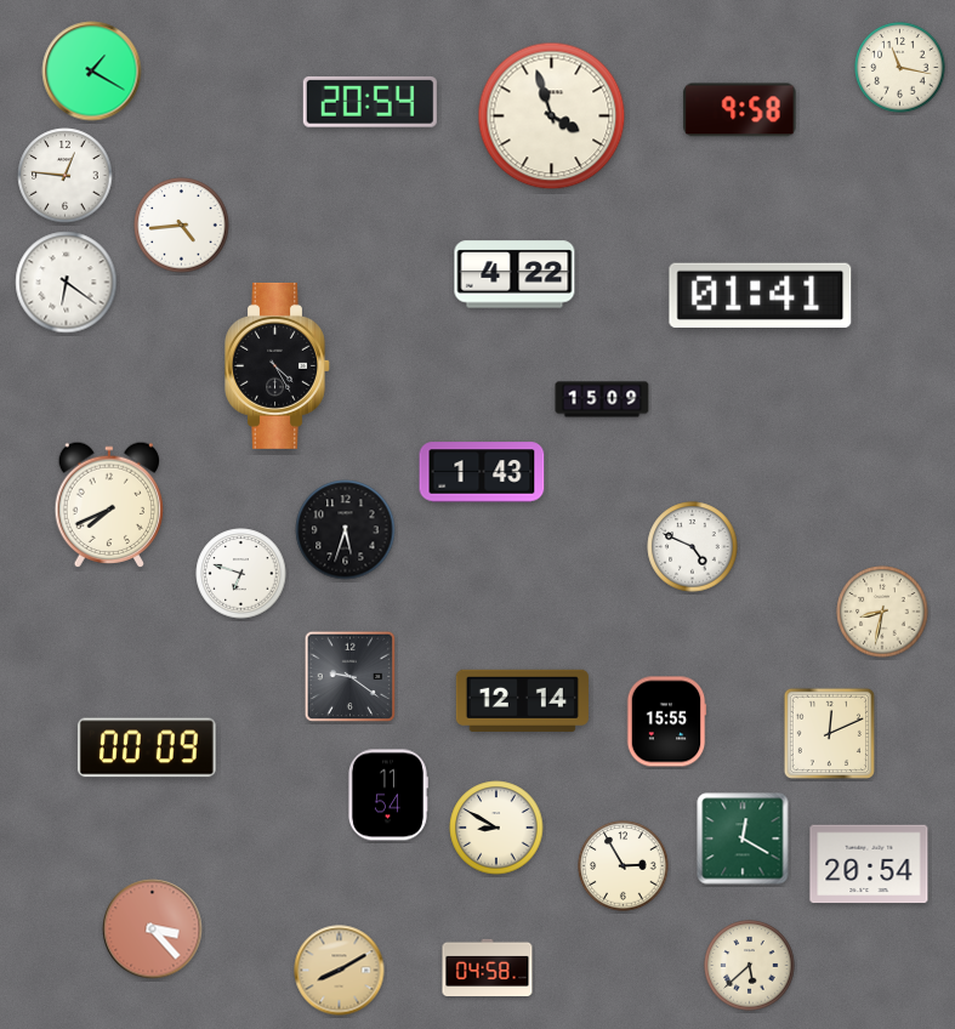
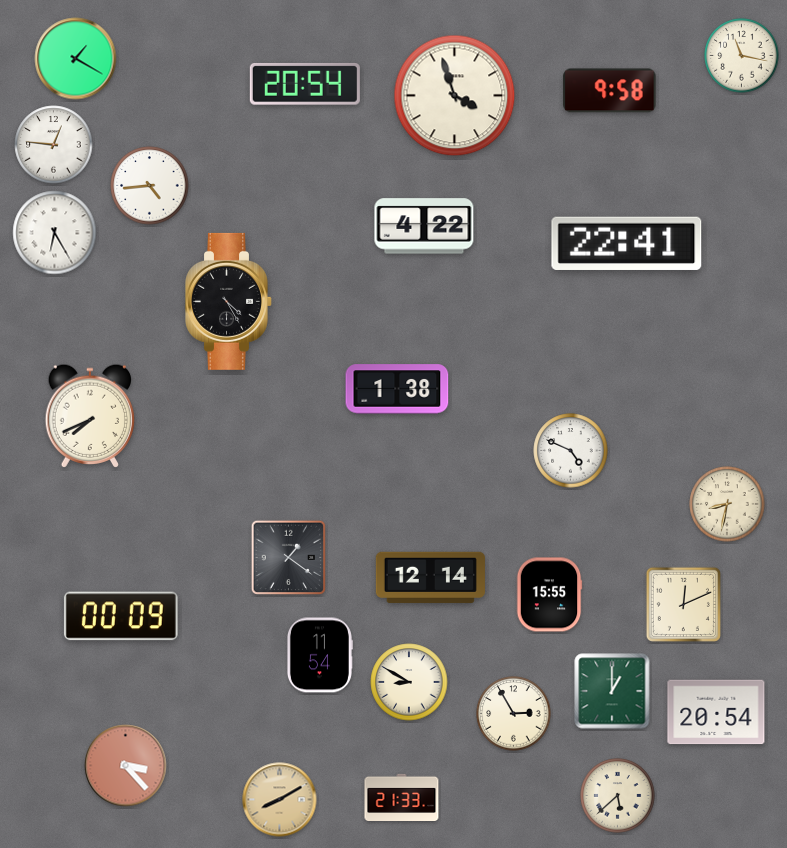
clock at (67, 283): 6:21 -> 6:25
clock at (761, 295): 01:41 -> 22:41
clock at (602, 399): 15:09 -> none
clock at (482, 472): 1:43 -> 1:38
clock at (346, 530): 5:33 -> none
clock at (241, 574): 6:48 -> none
clock at (351, 677): 9:21 -> 1:21
clock at (743, 838): 12:20 -> 1:00
clock at (488, 967): 04:58 -> 21:33
